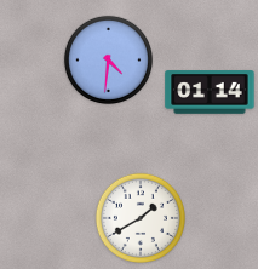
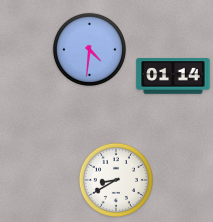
clock at (141, 218): 1:40 -> 8:40
